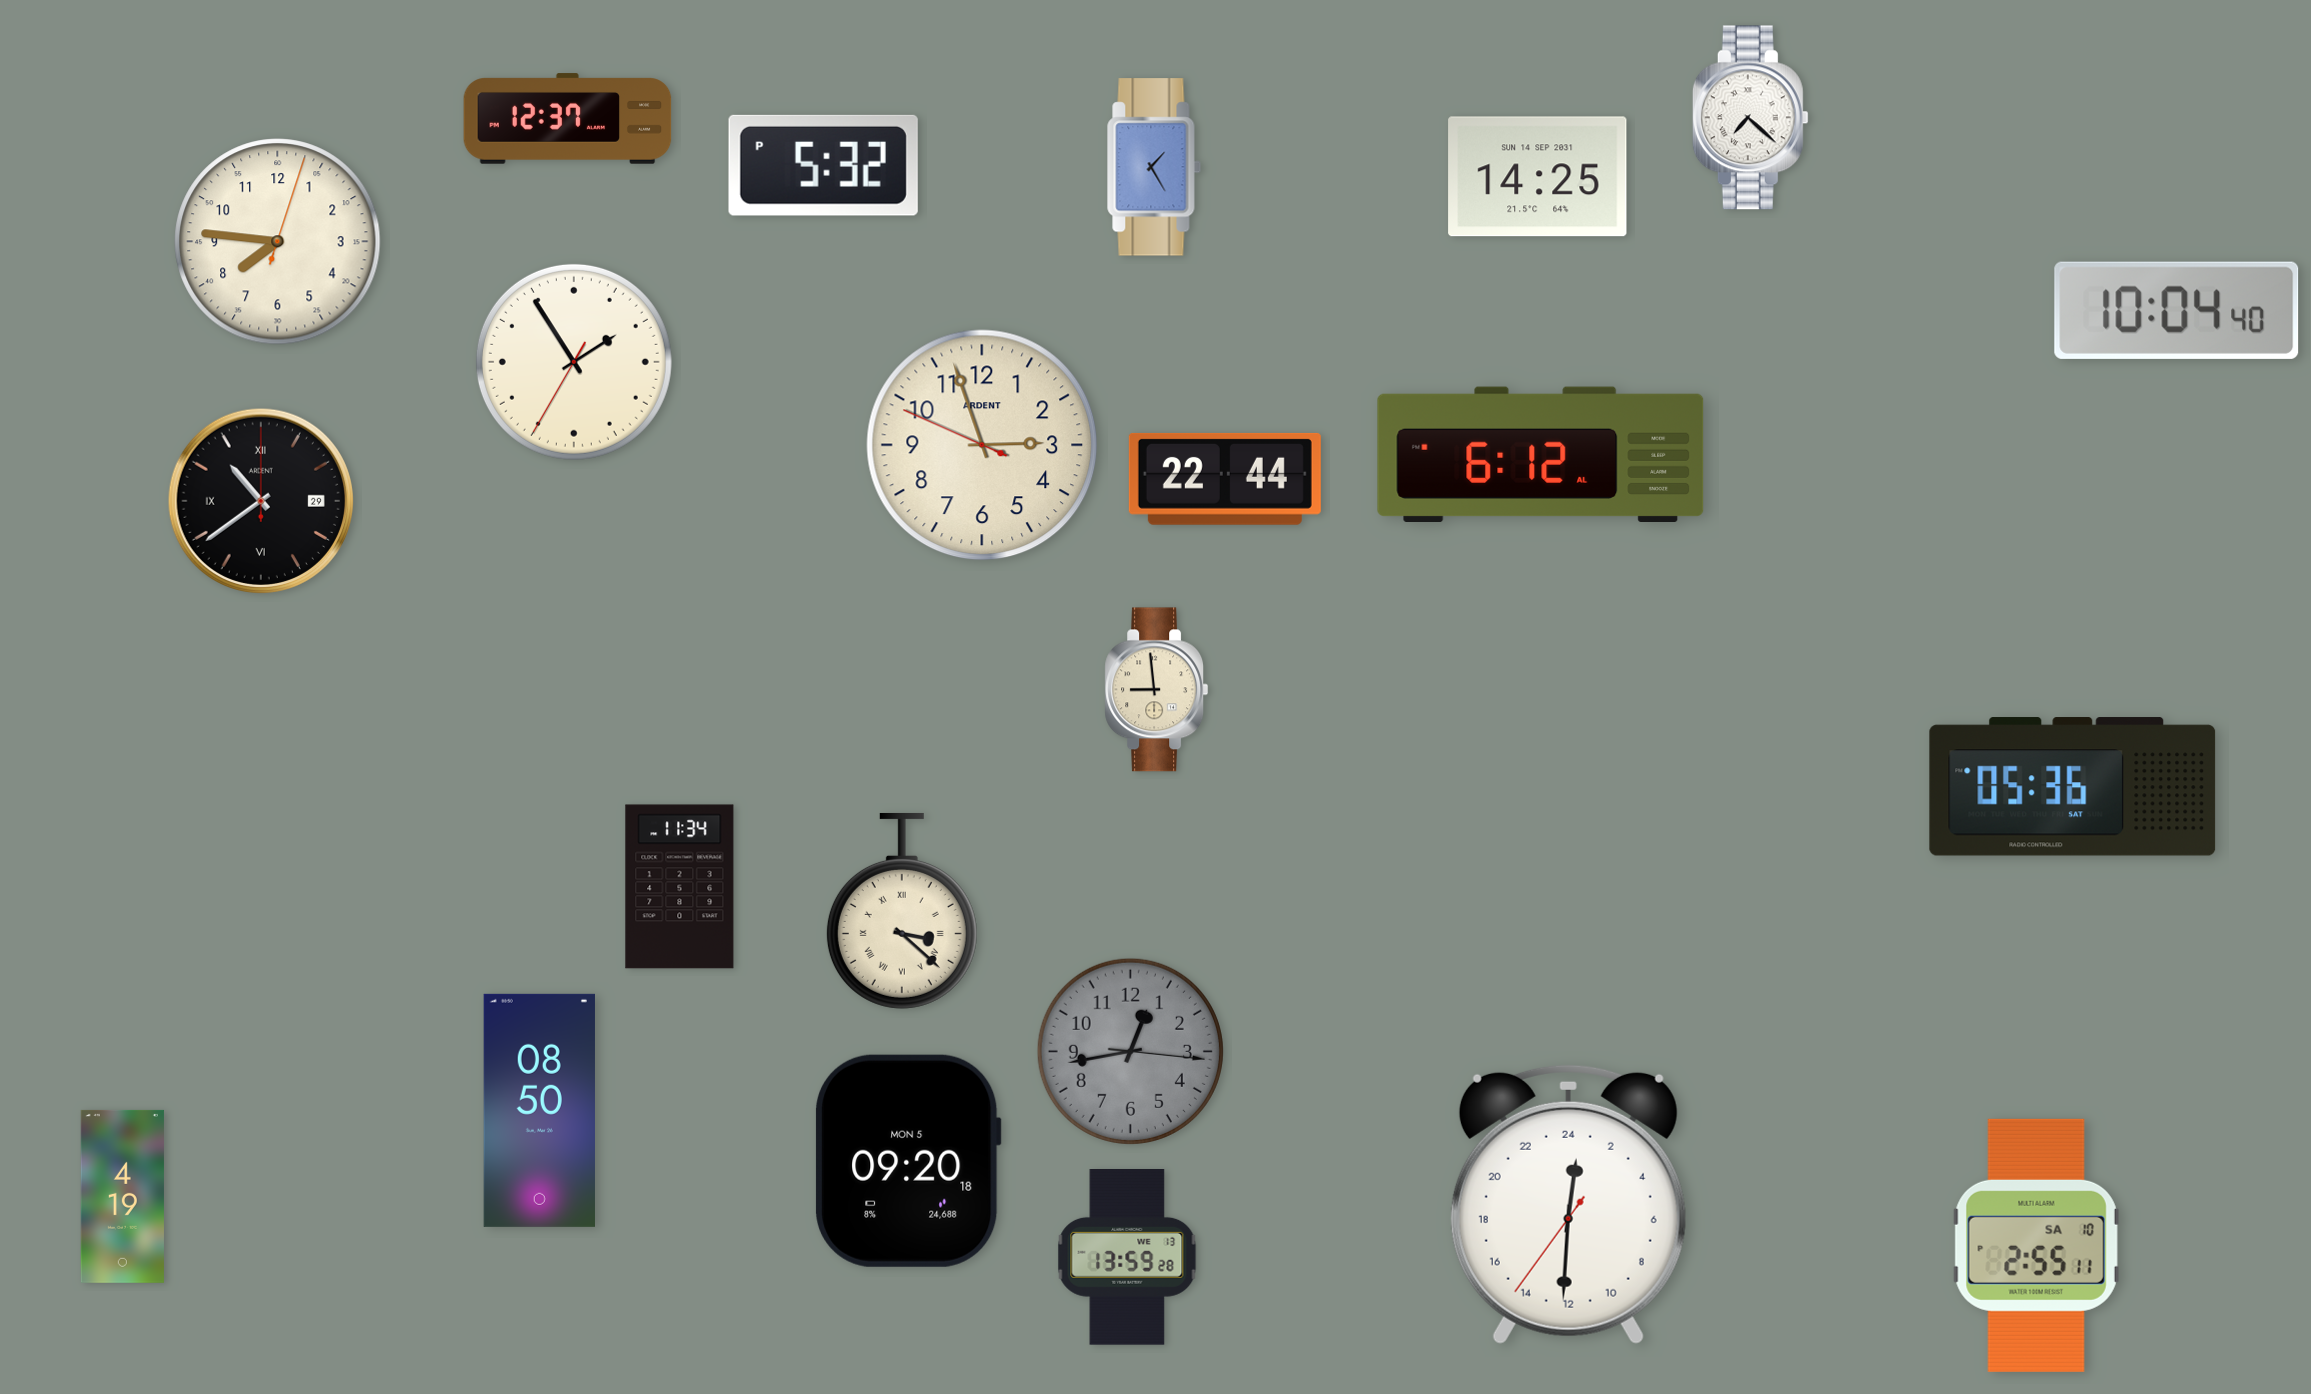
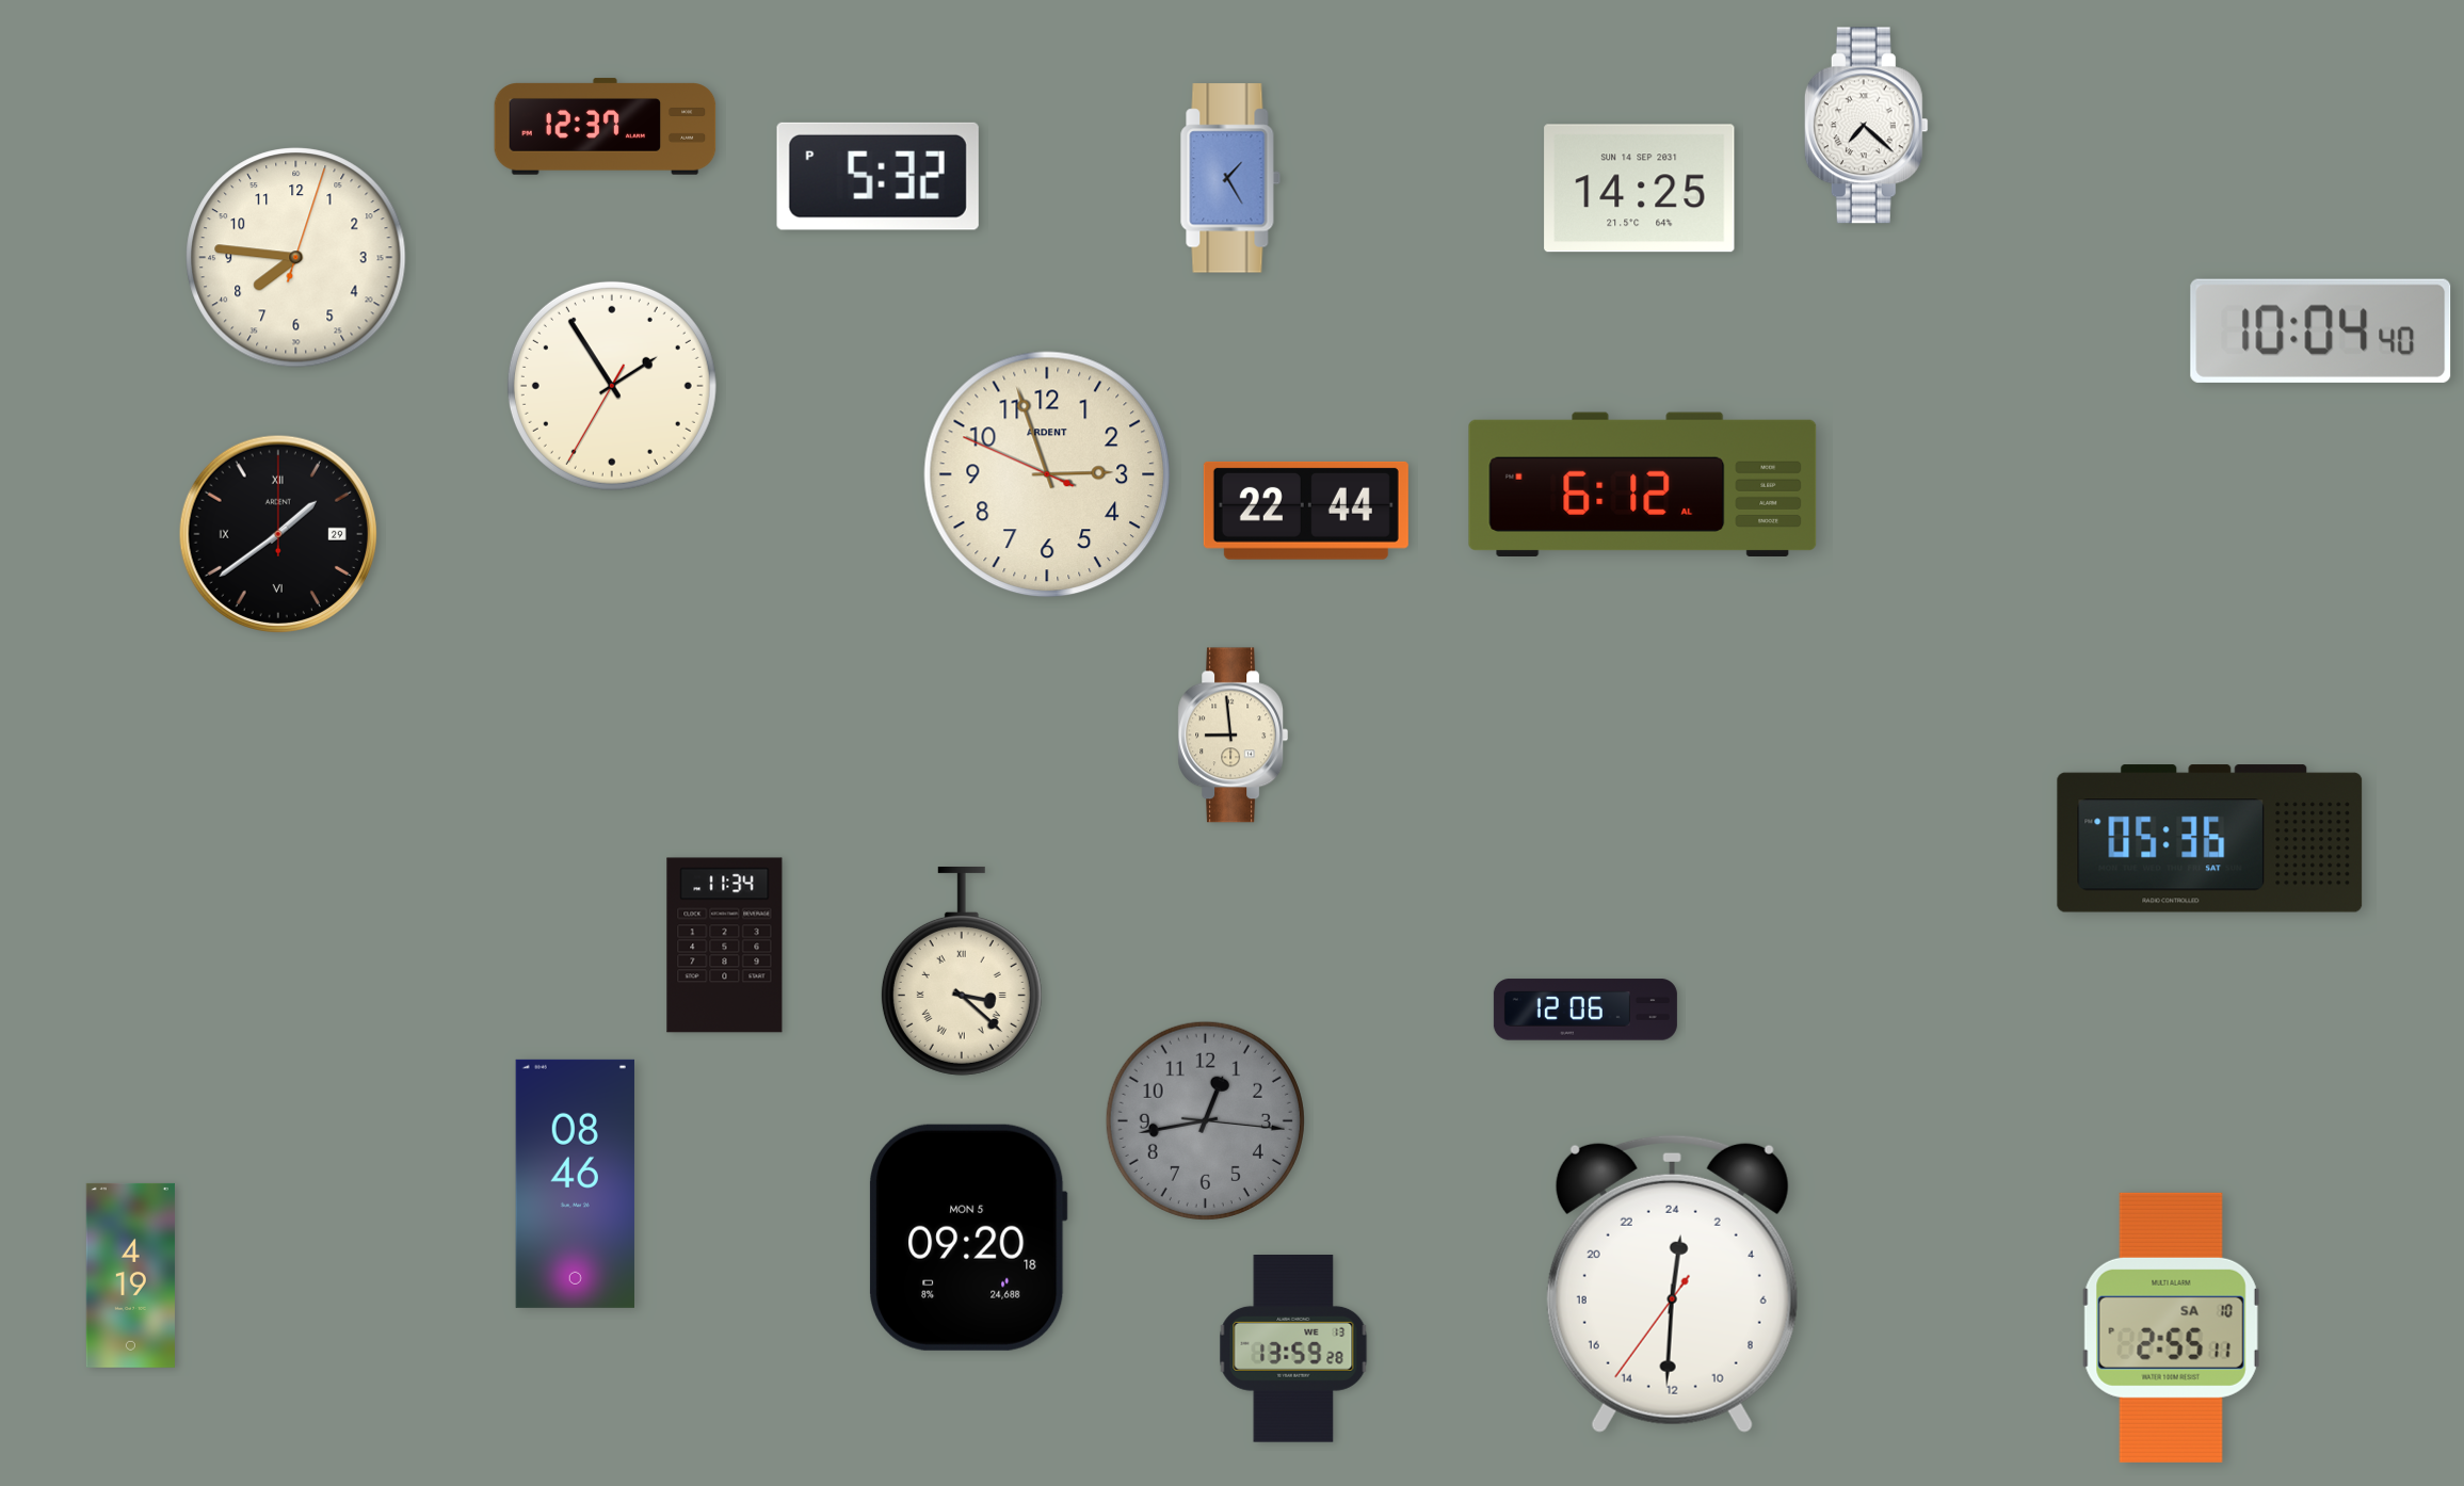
clock at (260, 500): 10:39 -> 1:39
clock at (1585, 1009): none -> 12:06
clock at (539, 1110): 08:50 -> 08:46
clock at (1127, 1258) position: (1127, 1258) -> (1293, 1350)
